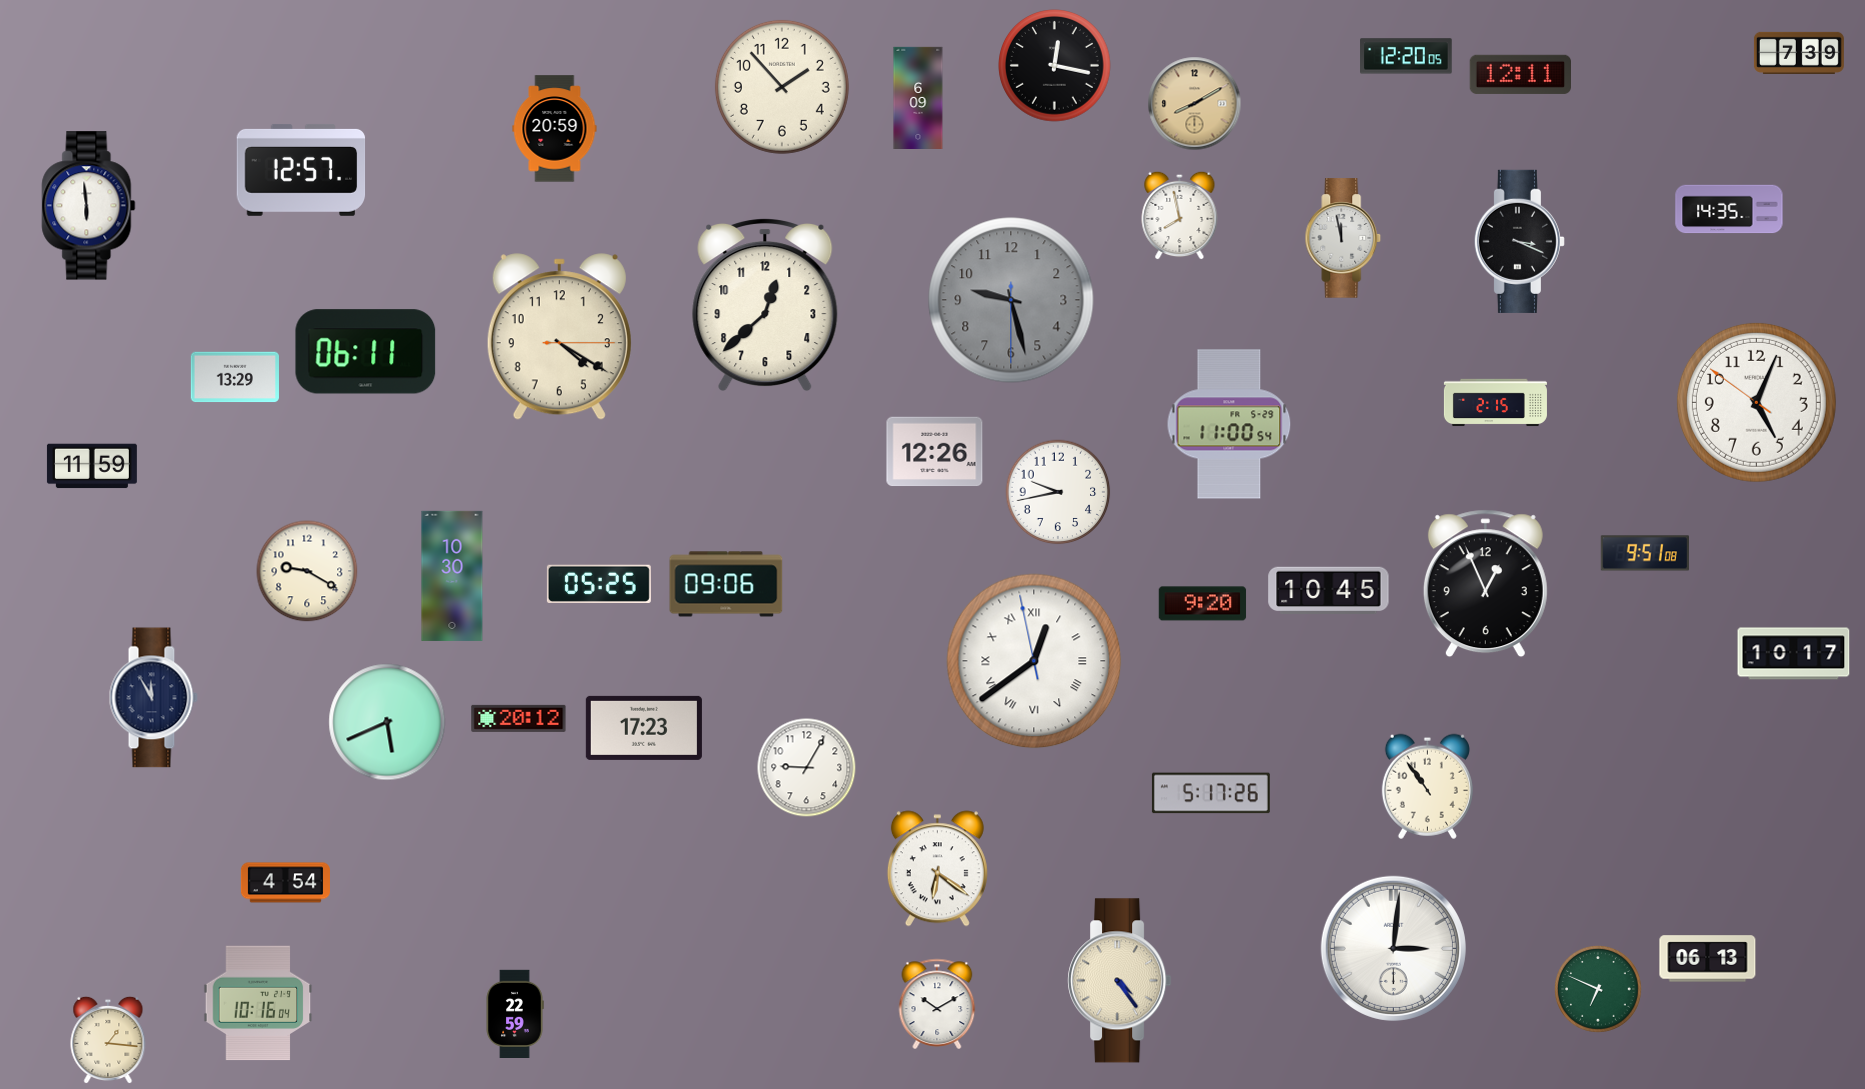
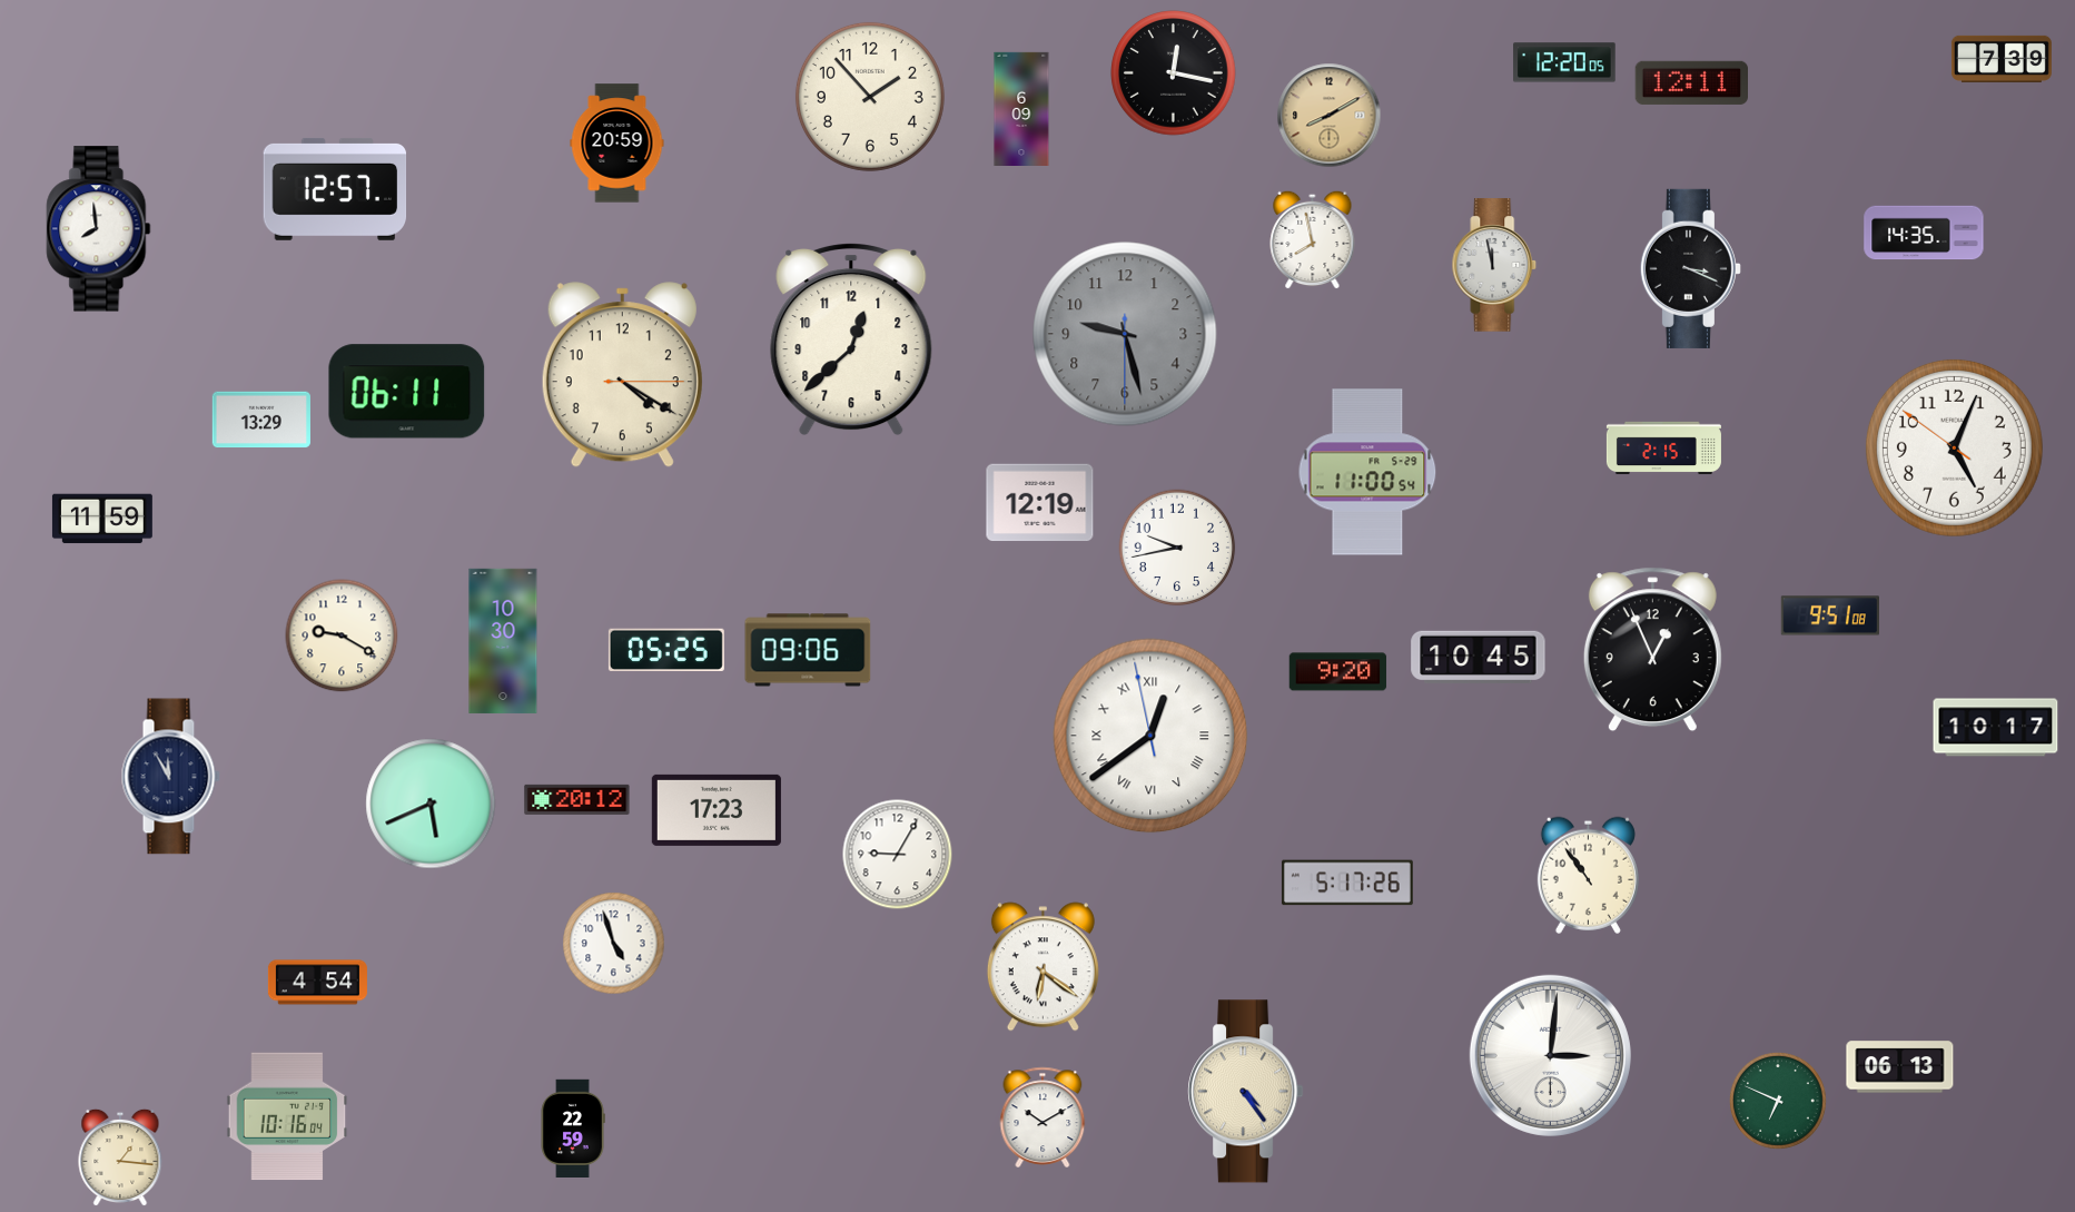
clock at (89, 206): 5:59 -> 7:59
clock at (935, 452): 12:26 -> 12:19
clock at (614, 944): none -> 4:57
